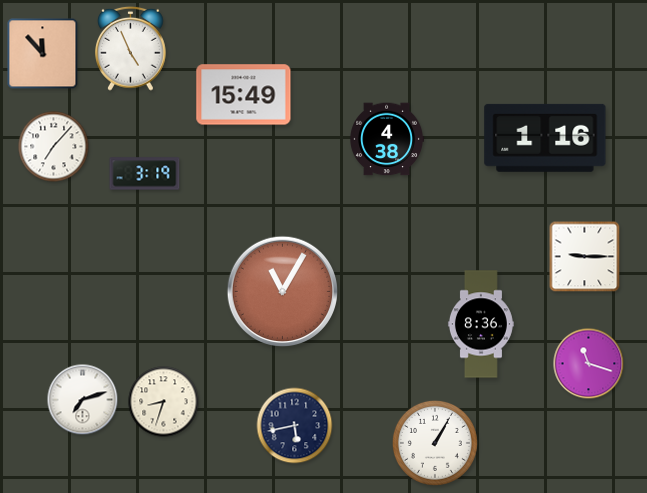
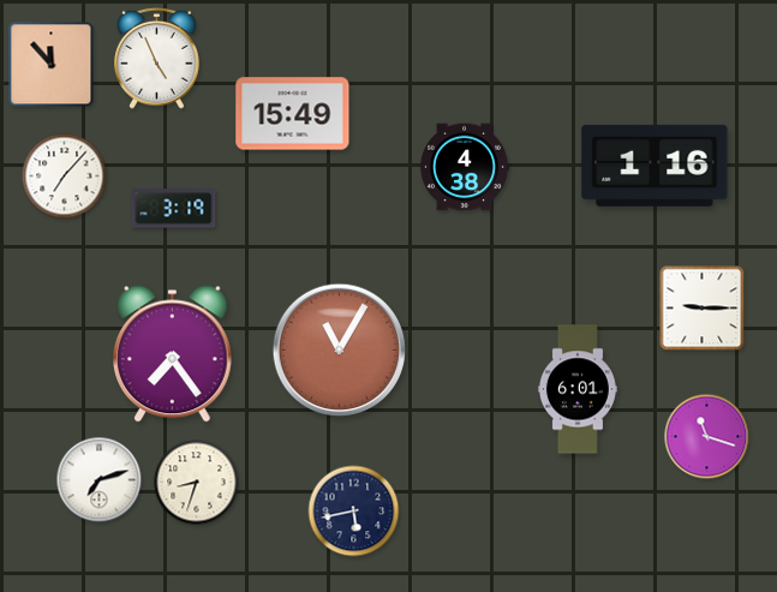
clock at (173, 354): none -> 7:24
clock at (481, 324): 8:36 -> 6:01
clock at (435, 443): 1:05 -> none
